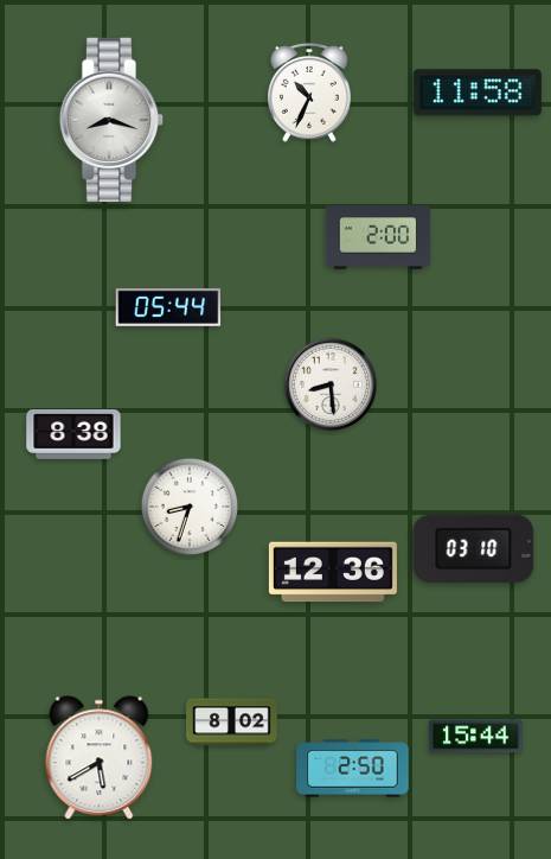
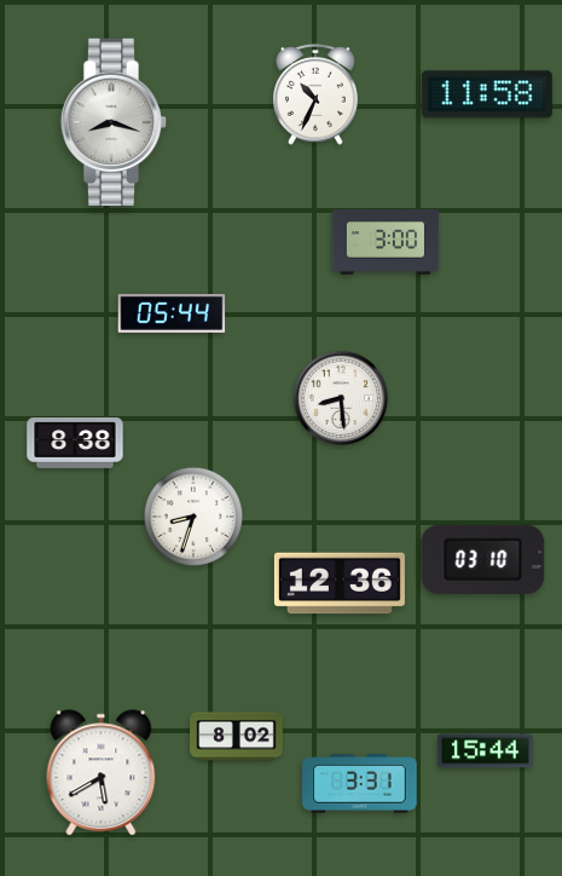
clock at (378, 237): 2:00 -> 3:00
clock at (331, 384) position: (331, 384) -> (341, 398)
clock at (353, 769): 2:50 -> 3:31
